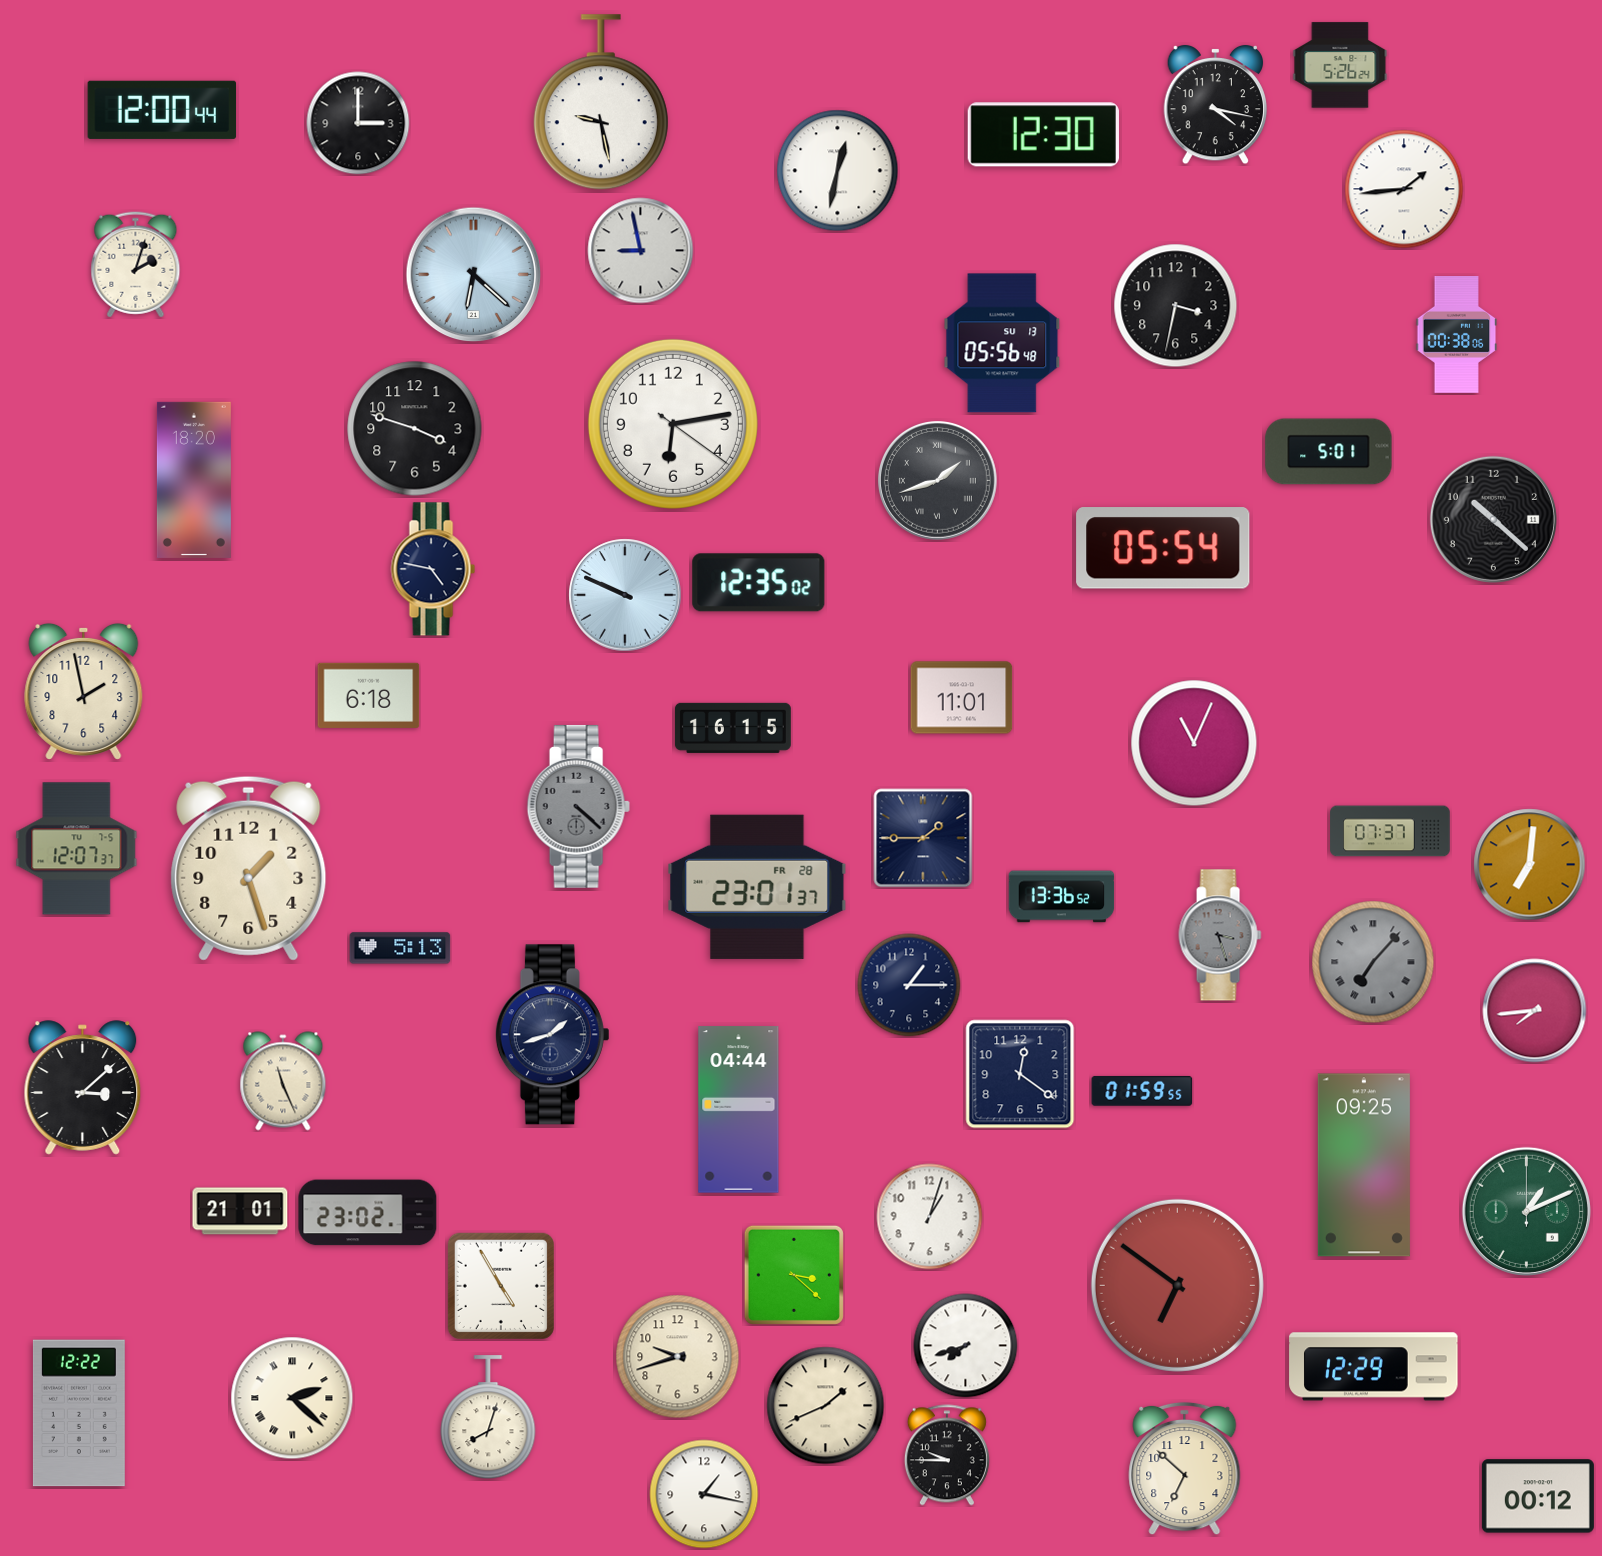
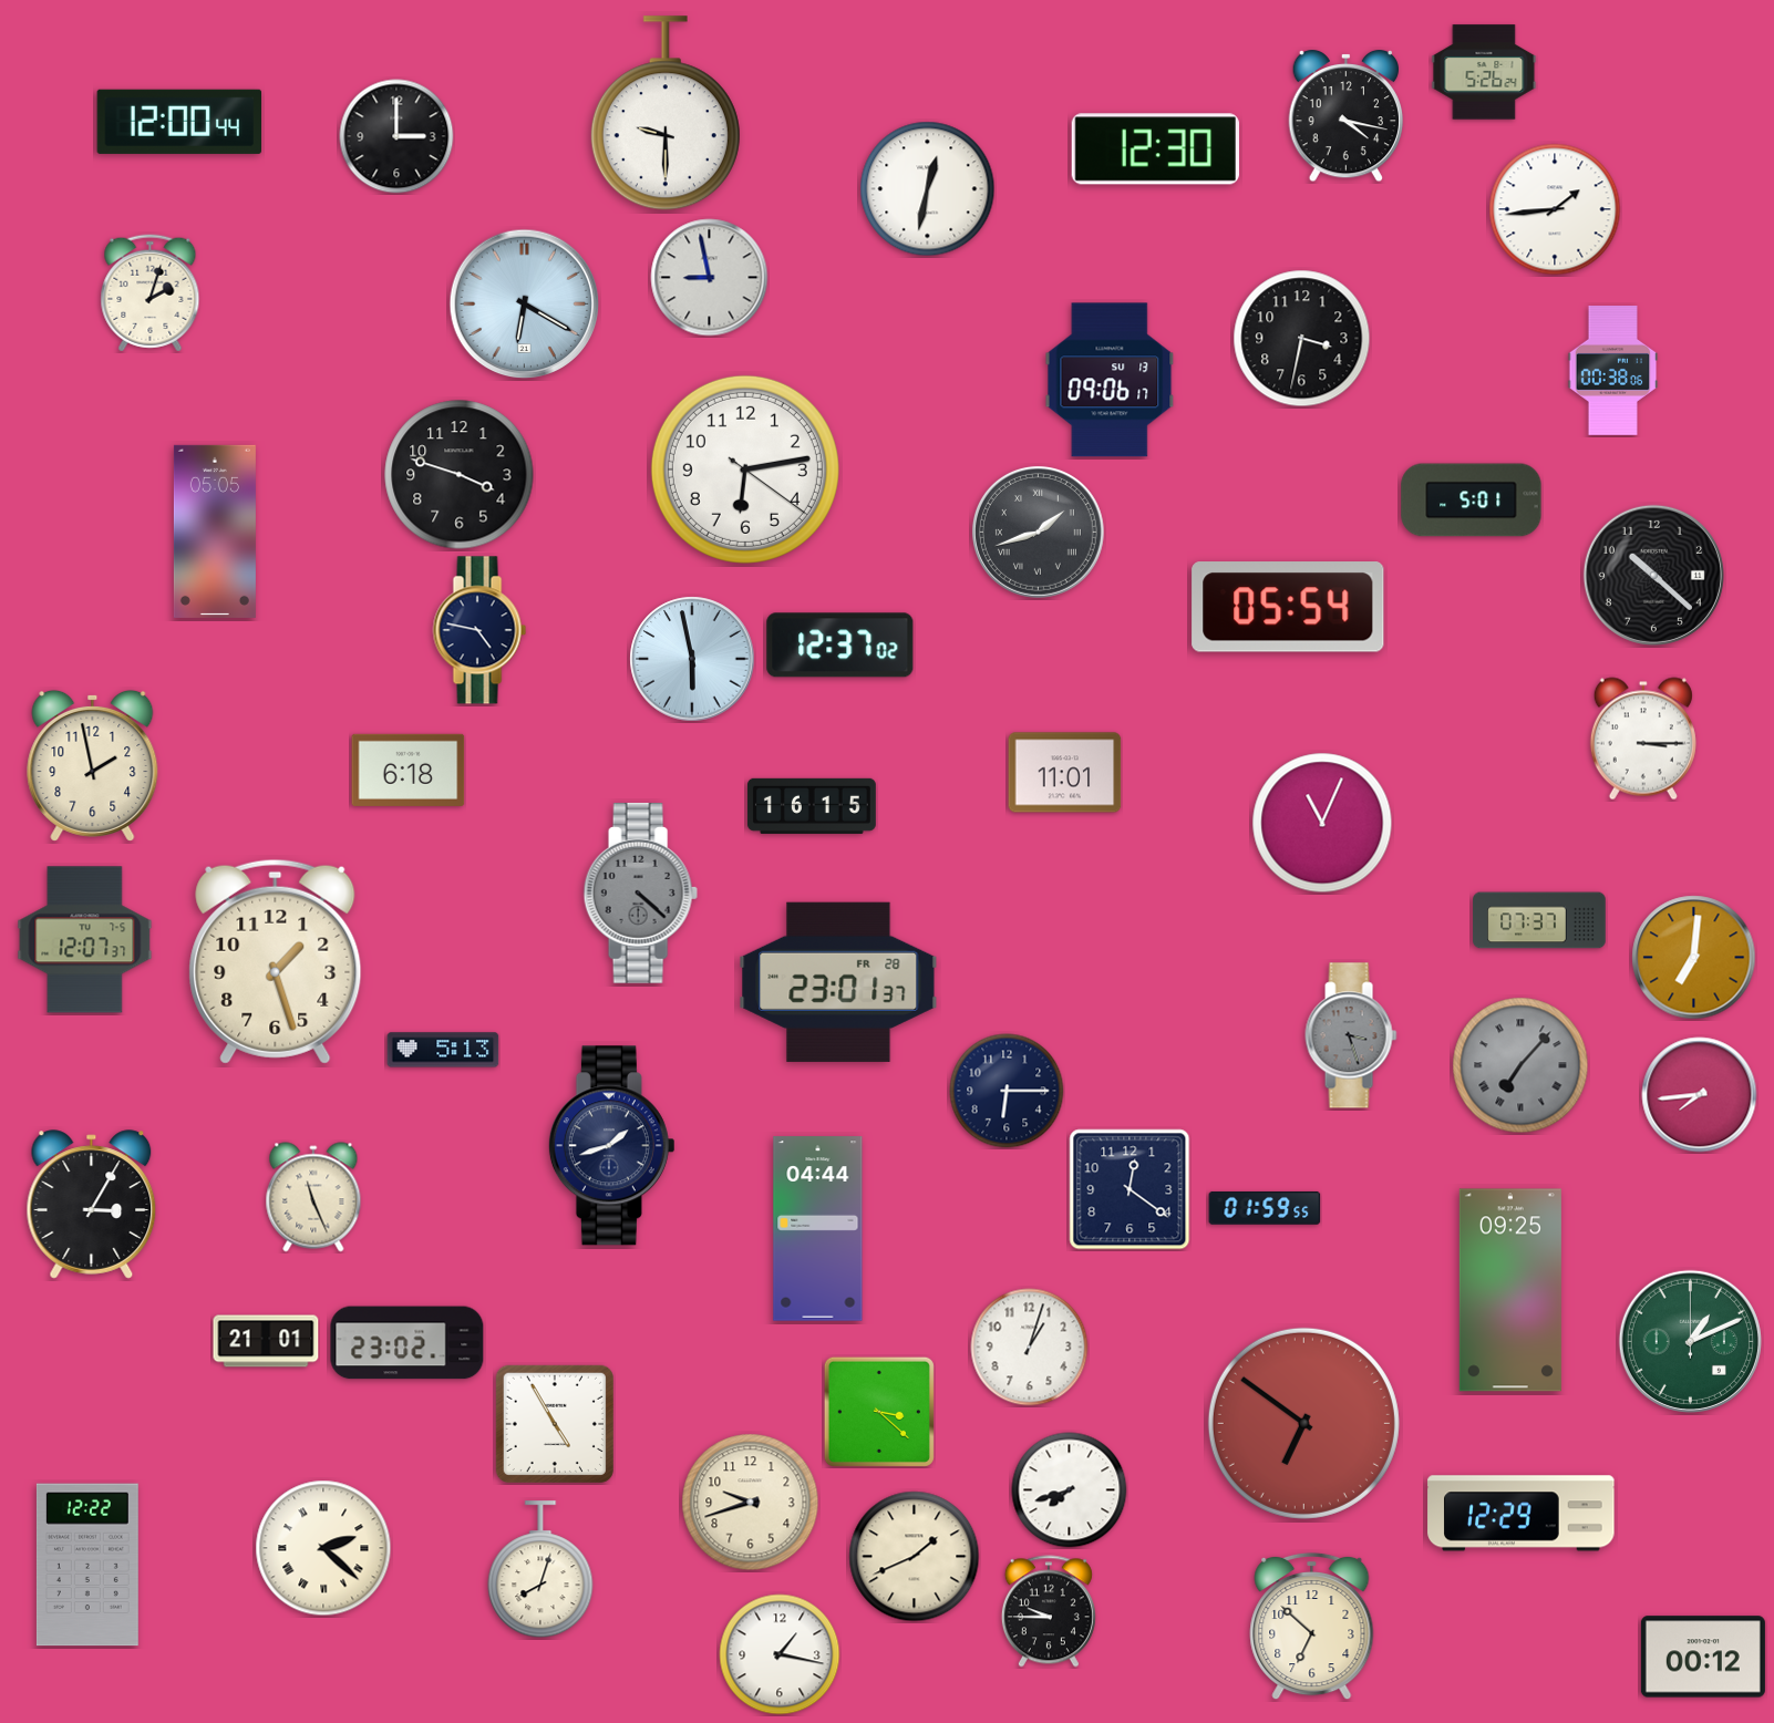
clock at (601, 103): 9:28 -> 9:30
clock at (474, 275): 6:22 -> 6:20
clock at (1002, 343): 05:56 -> 09:06
clock at (194, 480): 18:20 -> 05:05
clock at (759, 583): 12:35 -> 12:37
clock at (625, 595): 9:49 -> 5:58
clock at (1643, 739): none -> 3:15
clock at (923, 838): 1:45 -> none
clock at (1062, 897): 13:36 -> none
clock at (909, 985): 1:15 -> 6:15
clock at (1535, 1011) position: (1535, 1011) -> (1700, 1095)
clock at (83, 1088): 3:08 -> 3:05
